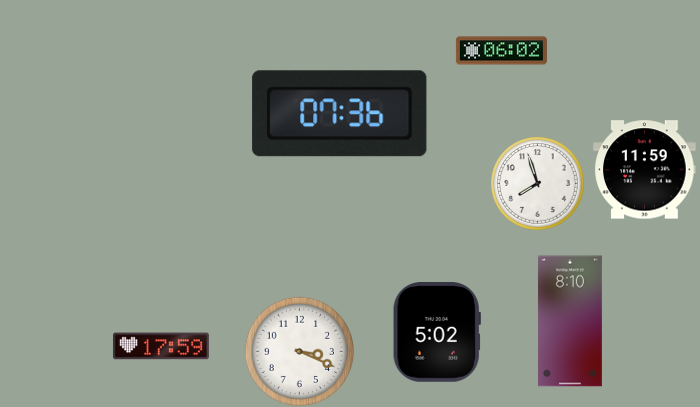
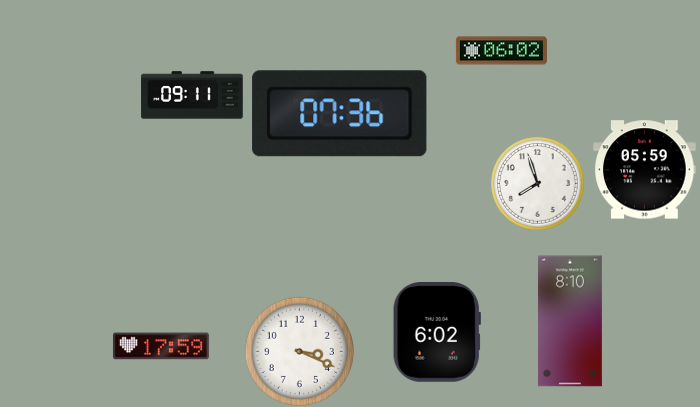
clock at (192, 95): none -> 09:11
clock at (645, 170): 11:59 -> 05:59
clock at (437, 333): 5:02 -> 6:02
